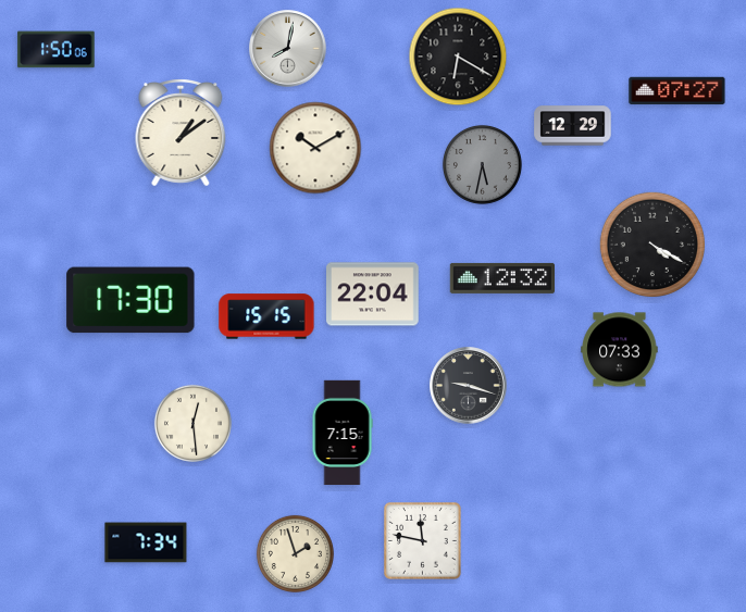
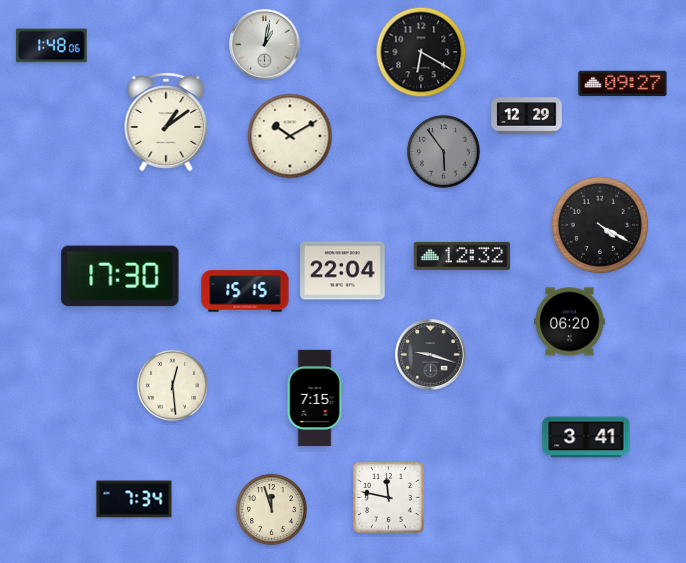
clock at (288, 49): 8:02 -> 1:02
clock at (57, 50): 1:50 -> 1:48
clock at (677, 91): 07:27 -> 09:27
clock at (482, 164): 5:32 -> 5:54
clock at (620, 350): 07:33 -> 06:20
clock at (192, 423) position: (192, 423) -> (172, 385)
clock at (586, 437): none -> 3:41
clock at (295, 553): 1:57 -> 11:57
